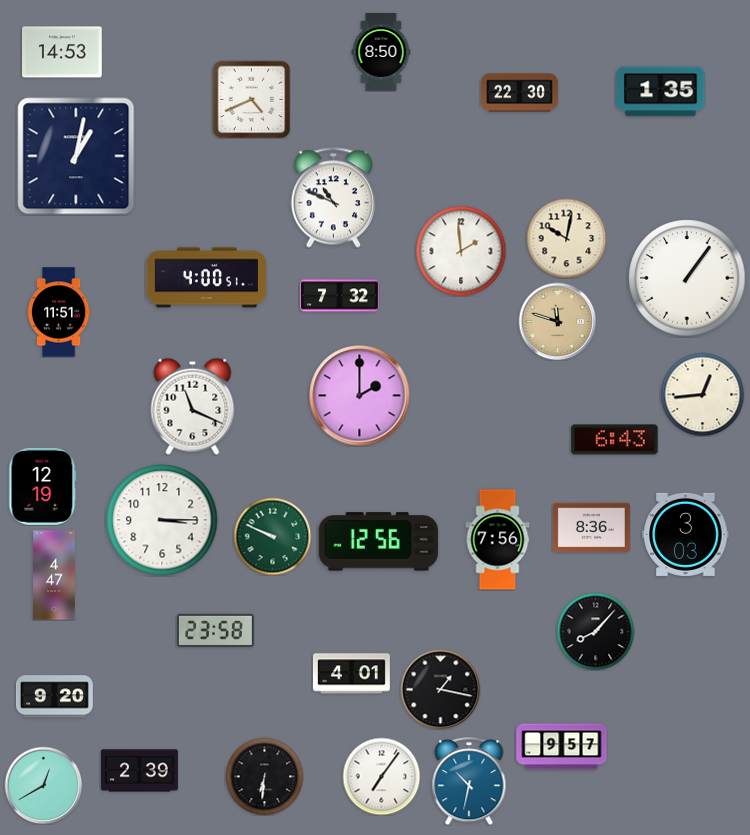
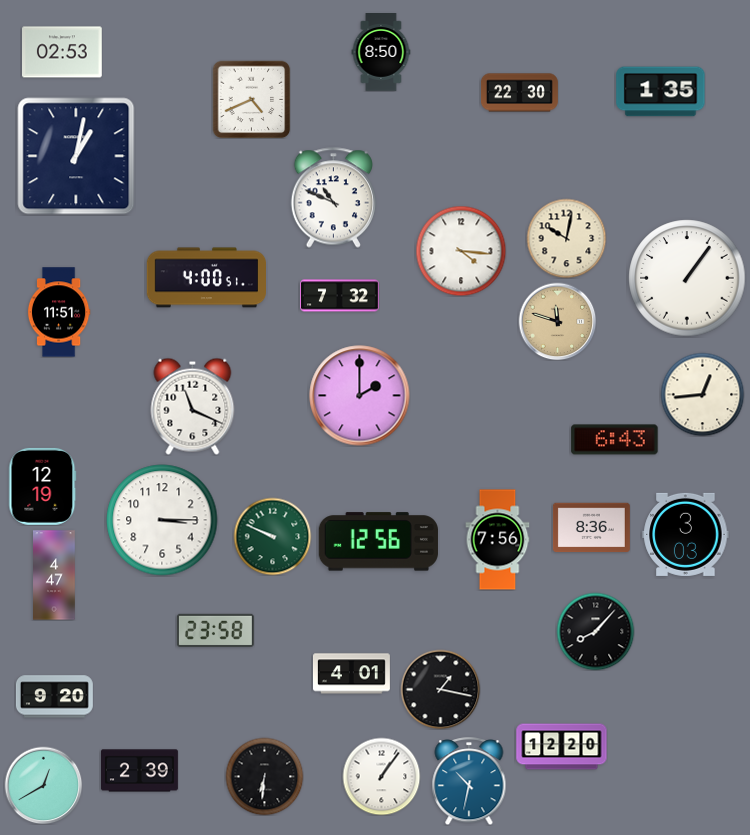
clock at (63, 52): 14:53 -> 02:53
clock at (461, 251): 1:59 -> 4:16
clock at (562, 747): 9:57 -> 12:20
clock at (381, 776): 7:06 -> 1:06
